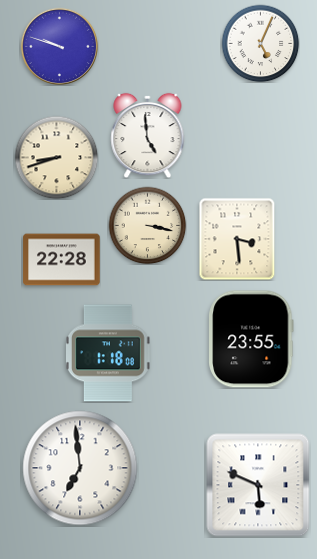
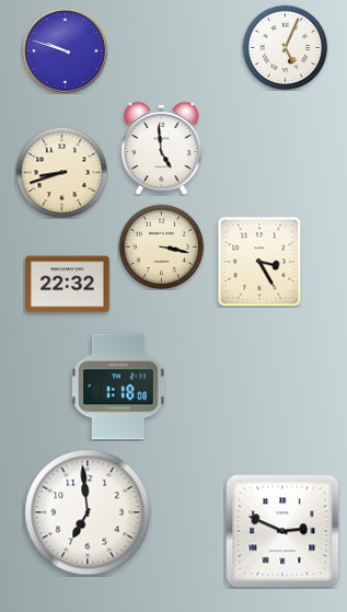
clock at (237, 239): 3:29 -> 3:25
clock at (62, 260): 22:28 -> 22:32
clock at (251, 339): 23:55 -> none
clock at (258, 485): 5:49 -> 2:49
